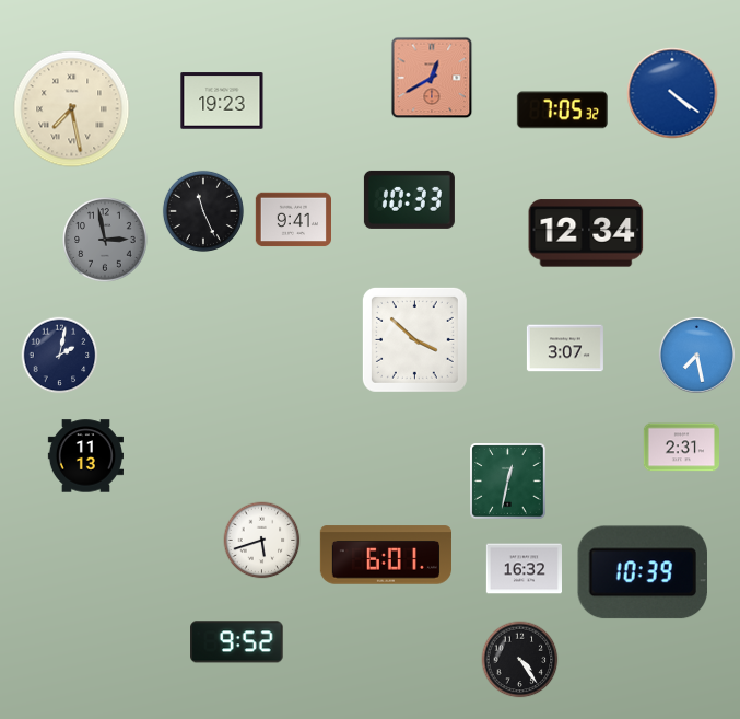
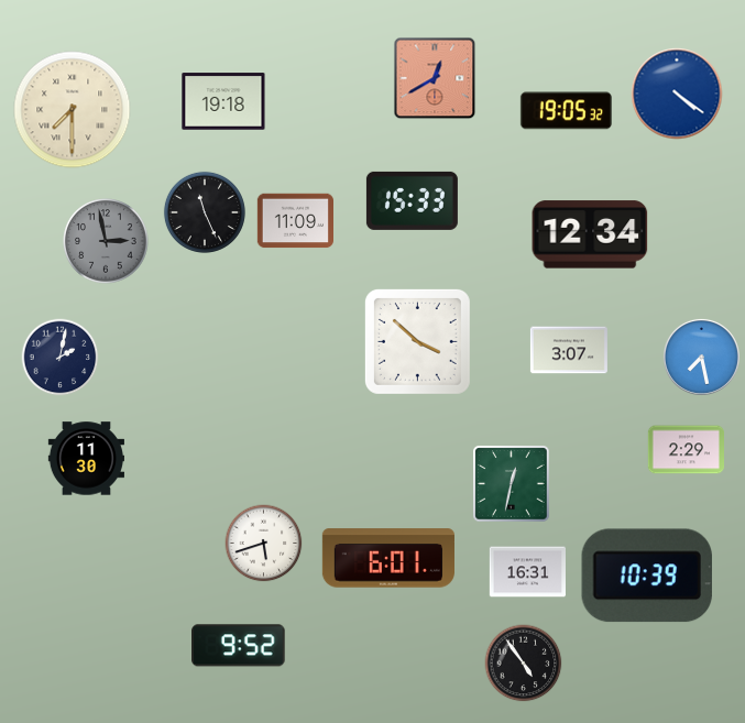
clock at (222, 101): 19:23 -> 19:18
clock at (72, 109): 7:28 -> 7:30
clock at (562, 111): 7:05 -> 19:05
clock at (409, 199): 10:33 -> 15:33
clock at (293, 220): 9:41 -> 11:09
clock at (681, 448): 2:31 -> 2:29
clock at (85, 456): 11:13 -> 11:30
clock at (524, 569): 16:32 -> 16:31
clock at (520, 660): 4:24 -> 4:54
